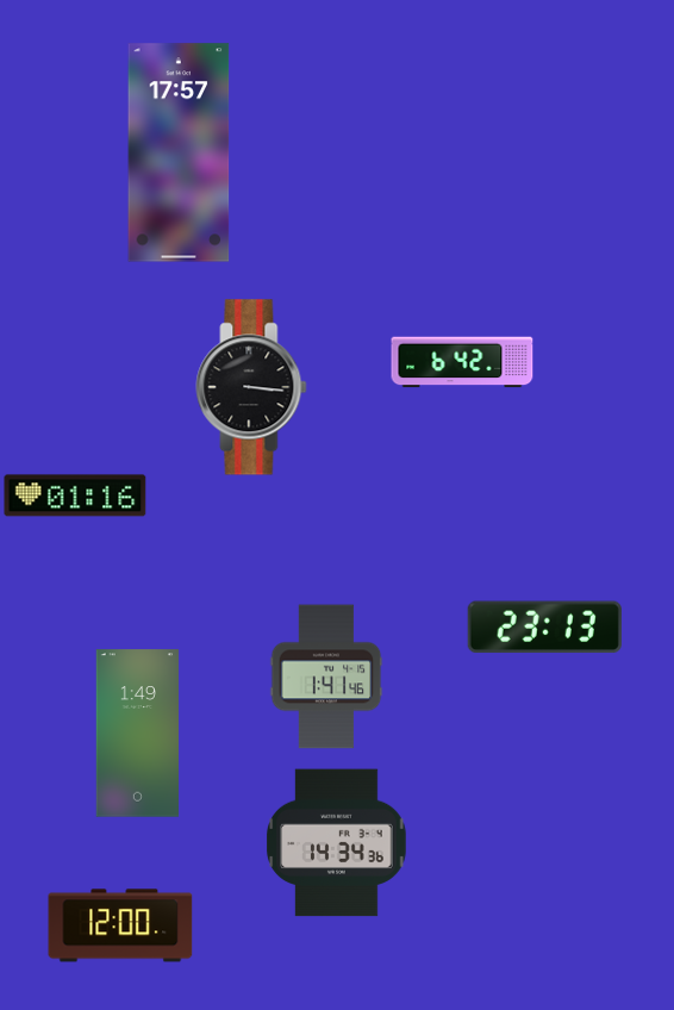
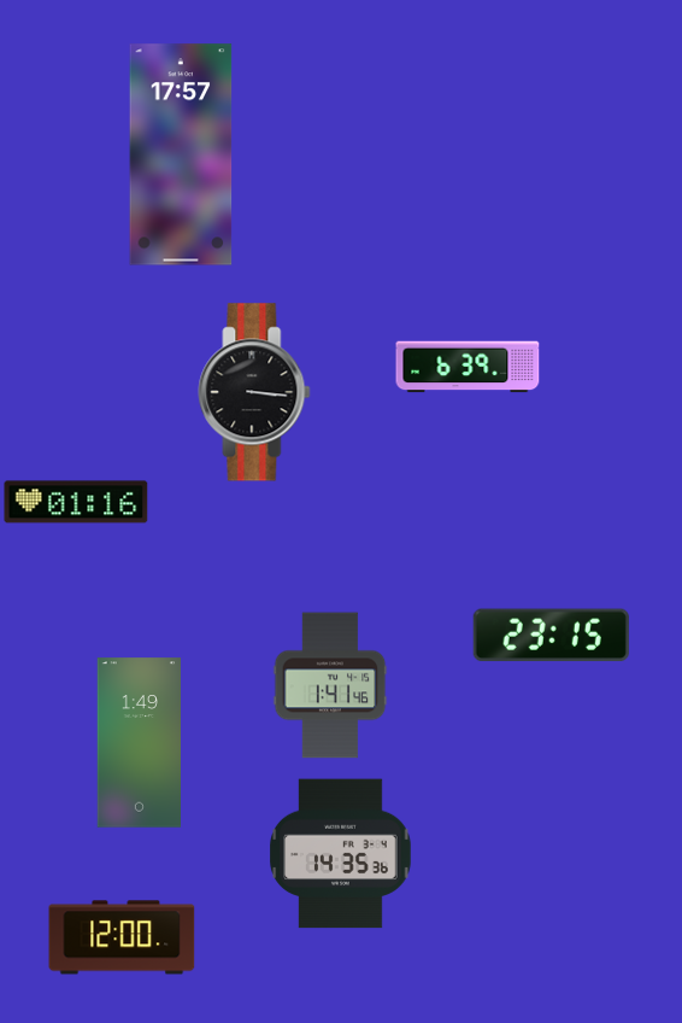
clock at (462, 362): 6:42 -> 6:39
clock at (544, 628): 23:13 -> 23:15
clock at (337, 843): 14:34 -> 14:35
